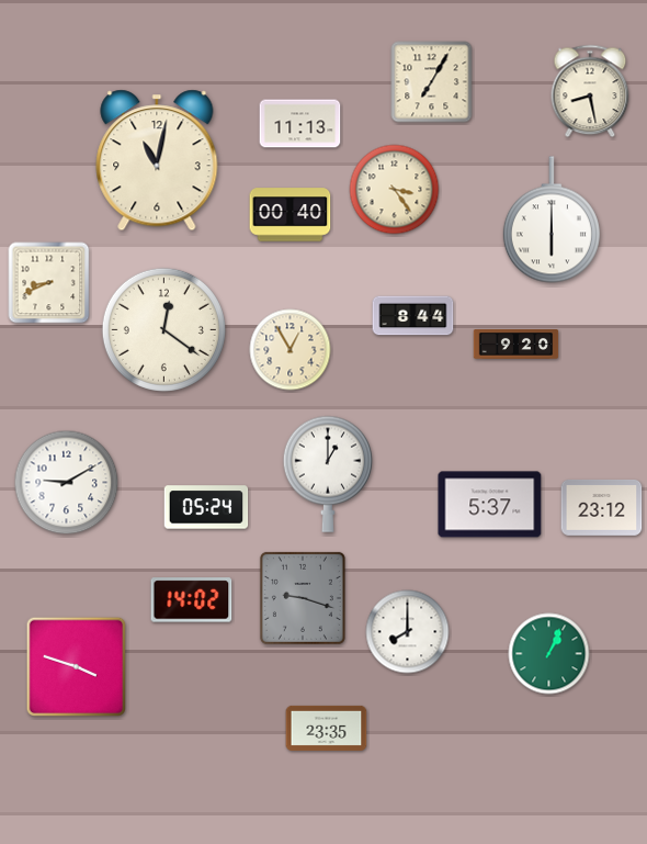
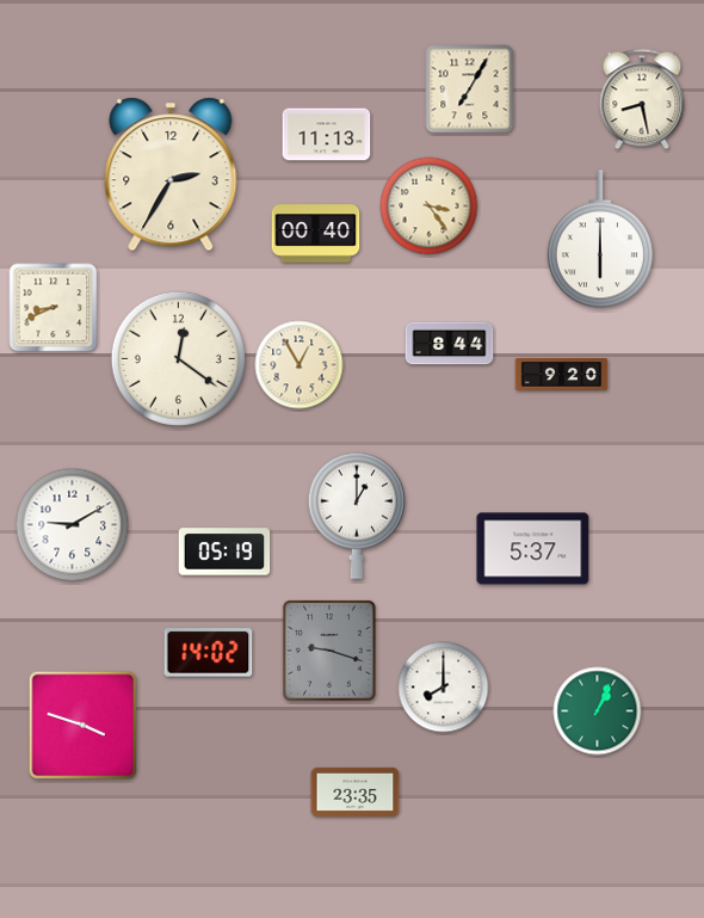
clock at (157, 160): 11:02 -> 2:35
clock at (291, 350) position: (291, 350) -> (299, 365)
clock at (206, 507): 05:24 -> 05:19
clock at (602, 507): 23:12 -> none
